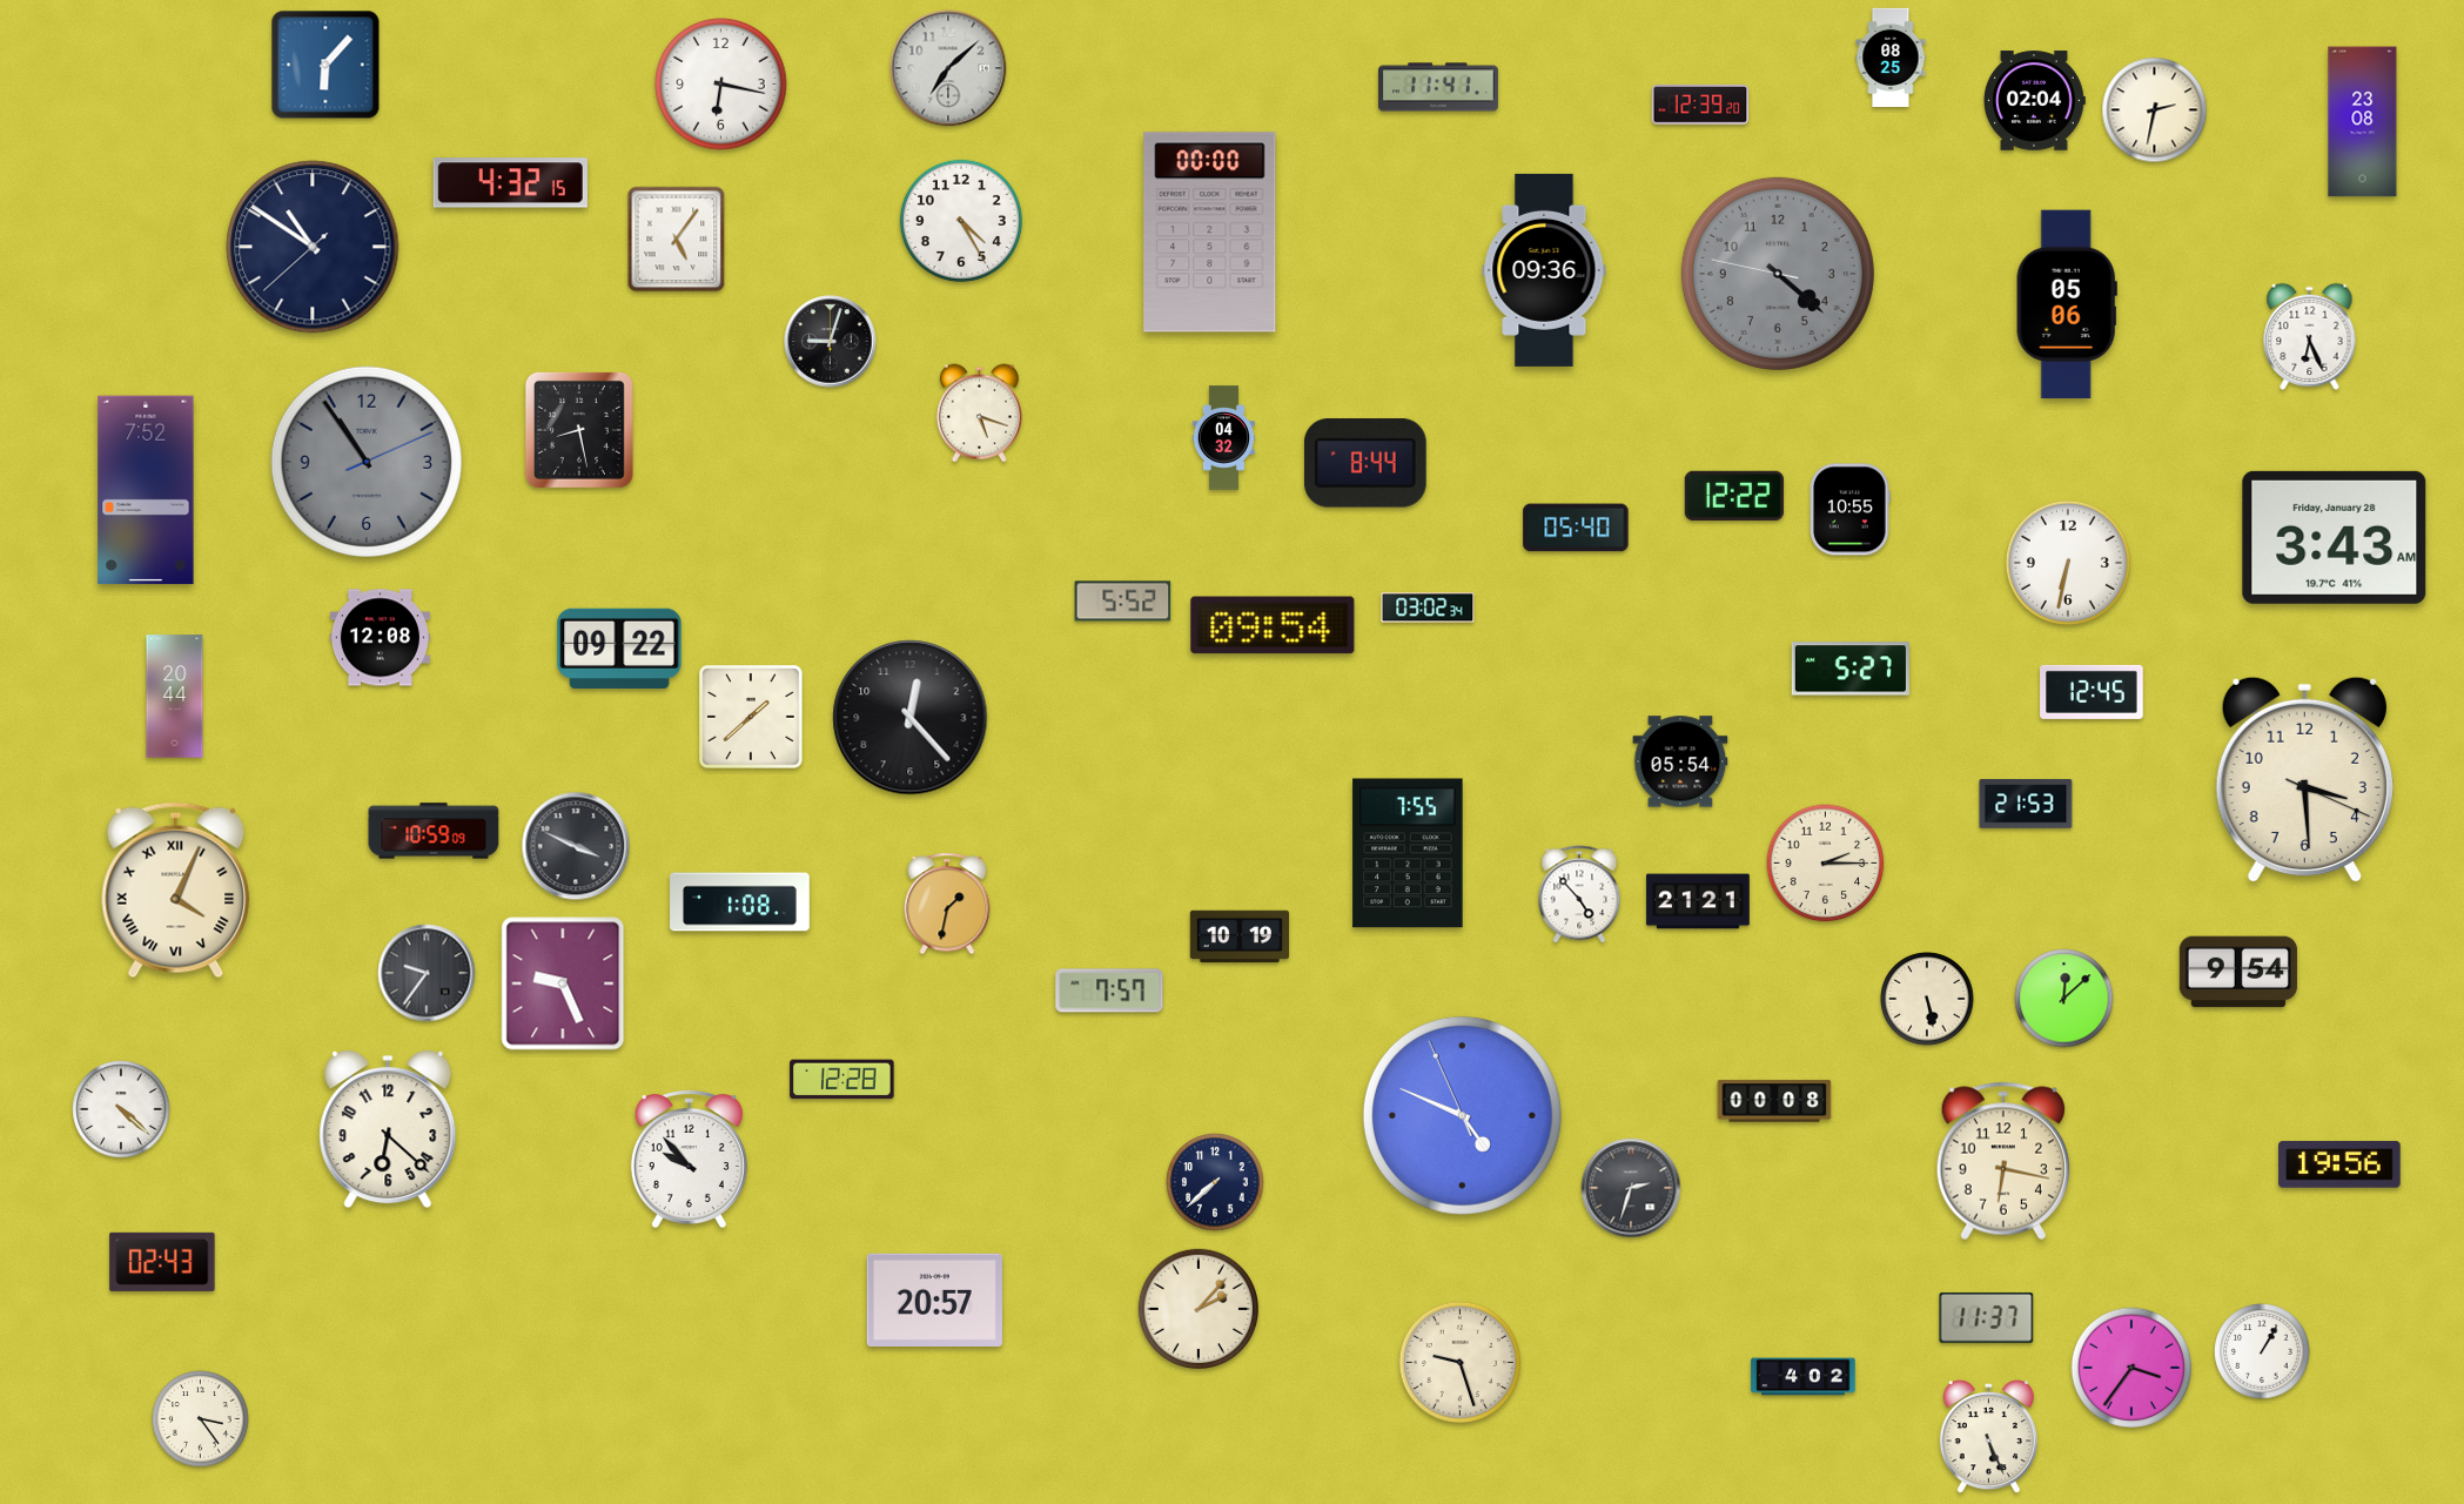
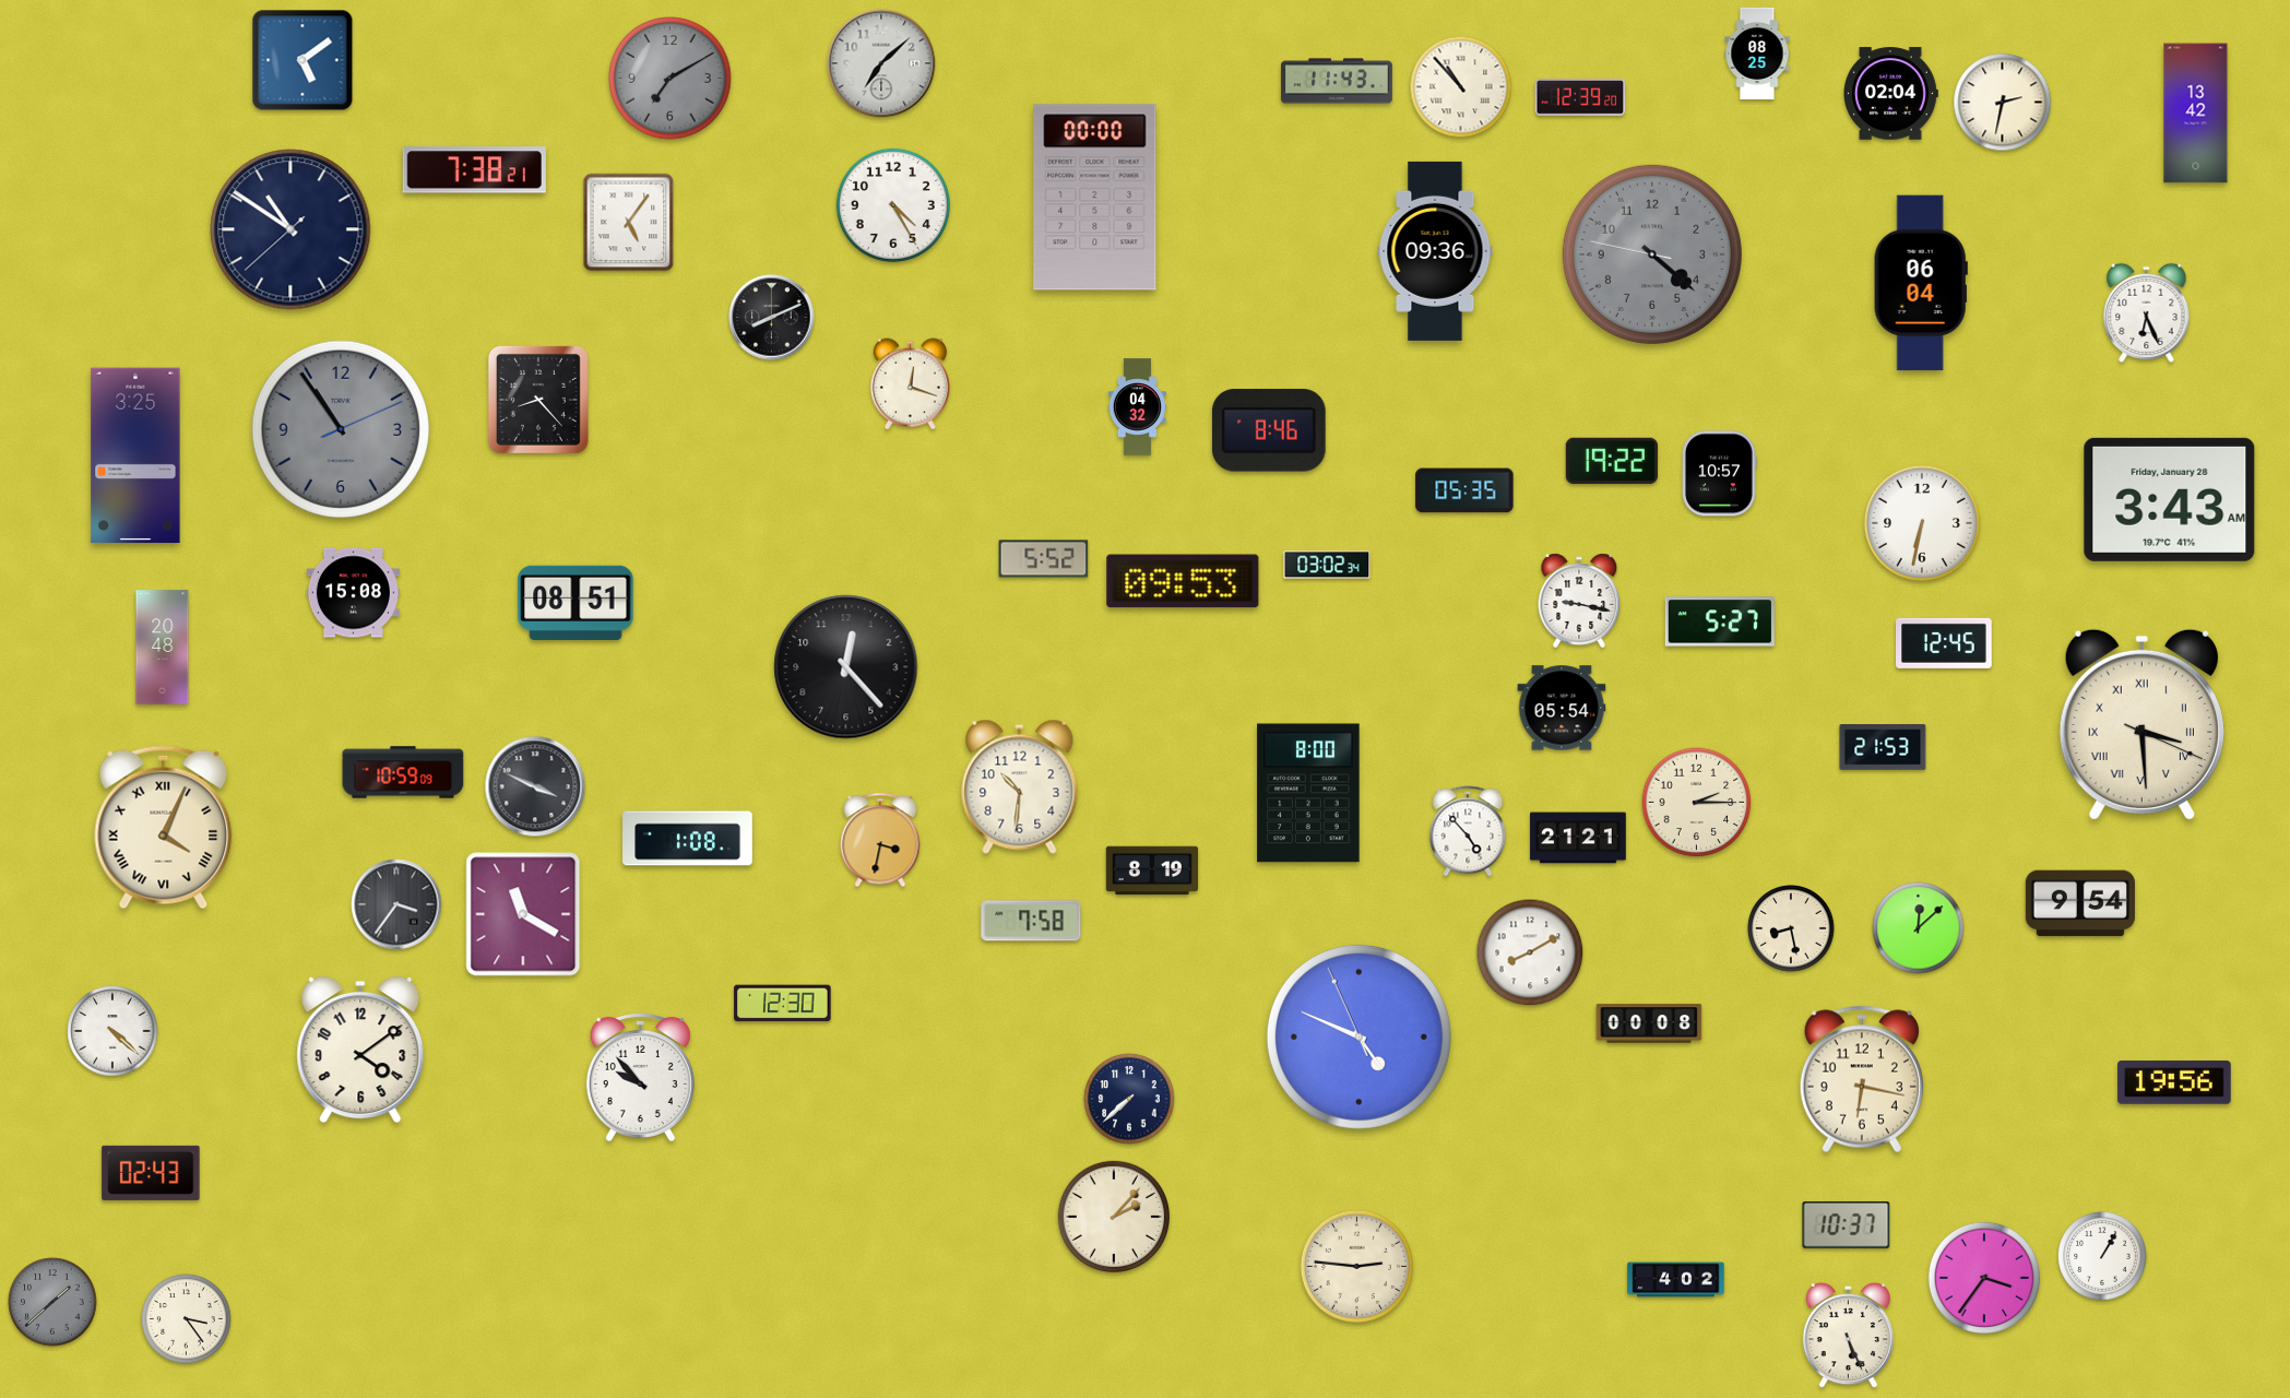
clock at (325, 65): 6:07 -> 5:09
clock at (721, 85): 6:17 -> 7:10
clock at (721, 85) dial: white -> grey
clock at (1438, 87): 11:41 -> 11:43
clock at (1461, 87): none -> 10:53
clock at (2363, 122): 23:08 -> 13:42
clock at (510, 183): 4:32 -> 7:38
clock at (1210, 233) position: (1210, 233) -> (1095, 198)
clock at (2067, 304): 05:06 -> 06:04
clock at (831, 342): 9:03 -> 8:11
clock at (979, 414): 5:18 -> 12:18
clock at (579, 430): 8:28 -> 8:23
clock at (1365, 463): 8:44 -> 8:46
clock at (146, 490): 7:52 -> 3:25
clock at (1734, 496): 12:22 -> 19:22
clock at (1849, 510): 10:55 -> 10:57
clock at (1576, 528): 05:40 -> 05:35
clock at (1273, 625): 09:54 -> 09:53
clock at (380, 638): 12:08 -> 15:08
clock at (1579, 601): none -> 9:17
clock at (619, 649): 09:22 -> 08:51
clock at (175, 697): 20:44 -> 20:48
clock at (751, 717): 1:38 -> none
clock at (2304, 780) numerals: Arabic -> Roman
clock at (1020, 786): none -> 10:31
clock at (1408, 853): 7:55 -> 8:00
clock at (947, 904): 1:32 -> 3:32
clock at (1238, 936): 10:19 -> 8:19
clock at (427, 973): 9:36 -> 3:36
clock at (563, 983): 9:26 -> 11:20
clock at (1109, 991): 7:57 -> 7:58
clock at (1927, 999): 5:28 -> 8:28
clock at (1530, 952): none -> 8:10
clock at (842, 1080): 12:28 -> 12:30
clock at (388, 1129): 6:22 -> 4:09
clock at (1631, 1188): 2:33 -> none
clock at (934, 1300): 20:57 -> none
clock at (1987, 1317): 11:37 -> 10:37
clock at (1459, 1362): 9:27 -> 2:46
clock at (2130, 1367) position: (2130, 1367) -> (1983, 1277)
clock at (52, 1302): none -> 1:38
